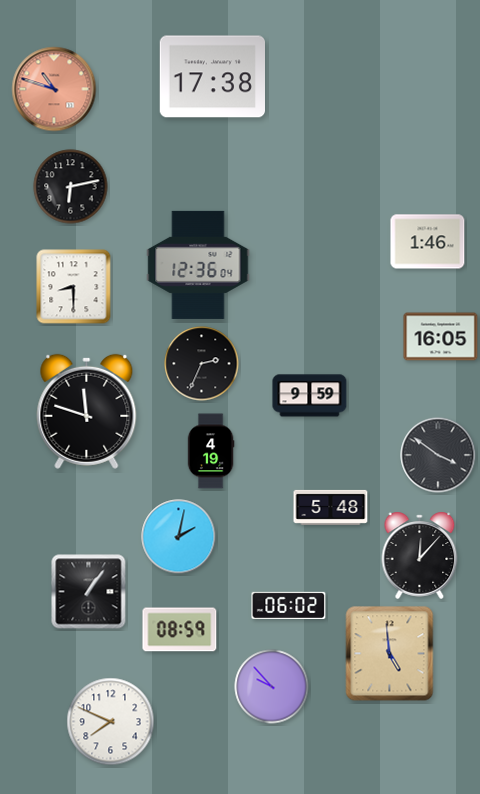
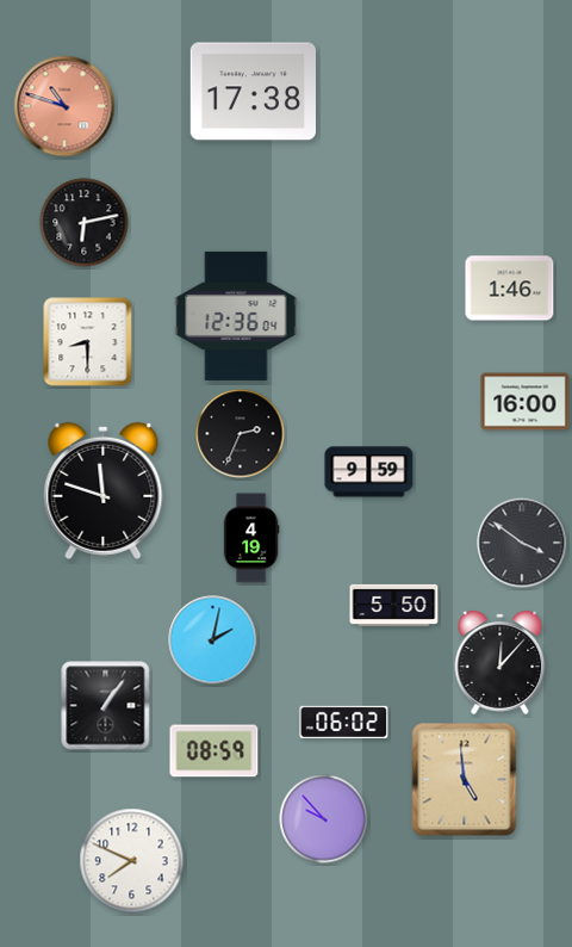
clock at (441, 337): 16:05 -> 16:00
clock at (331, 507): 5:48 -> 5:50
